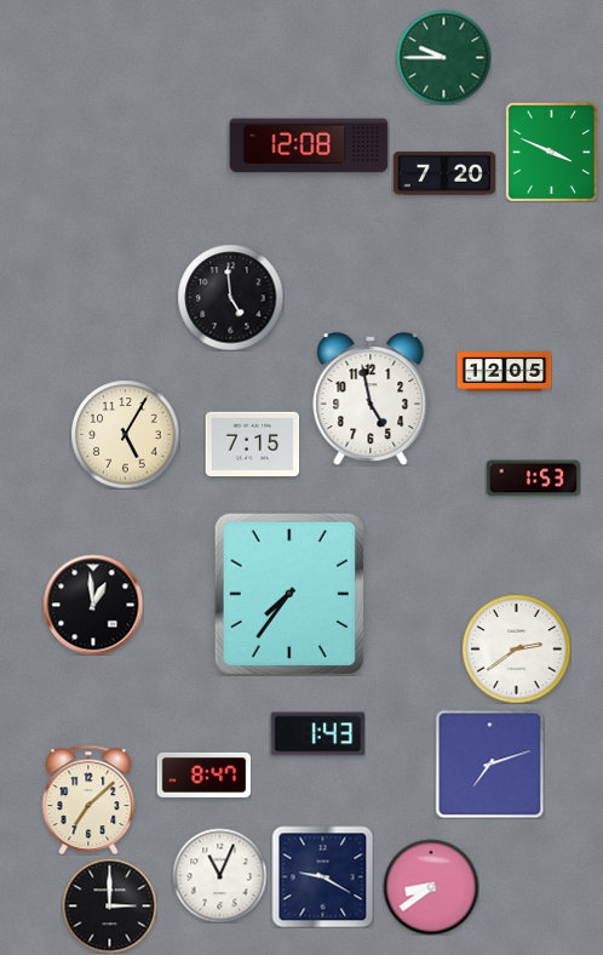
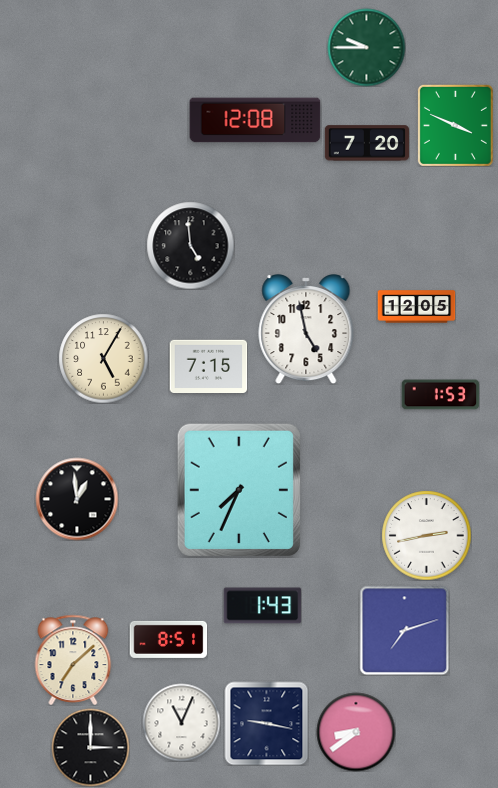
clock at (289, 594): 7:36 -> 7:34
clock at (516, 648): 2:39 -> 2:43
clock at (203, 774): 8:47 -> 8:51
clock at (322, 876): 9:20 -> 9:17
